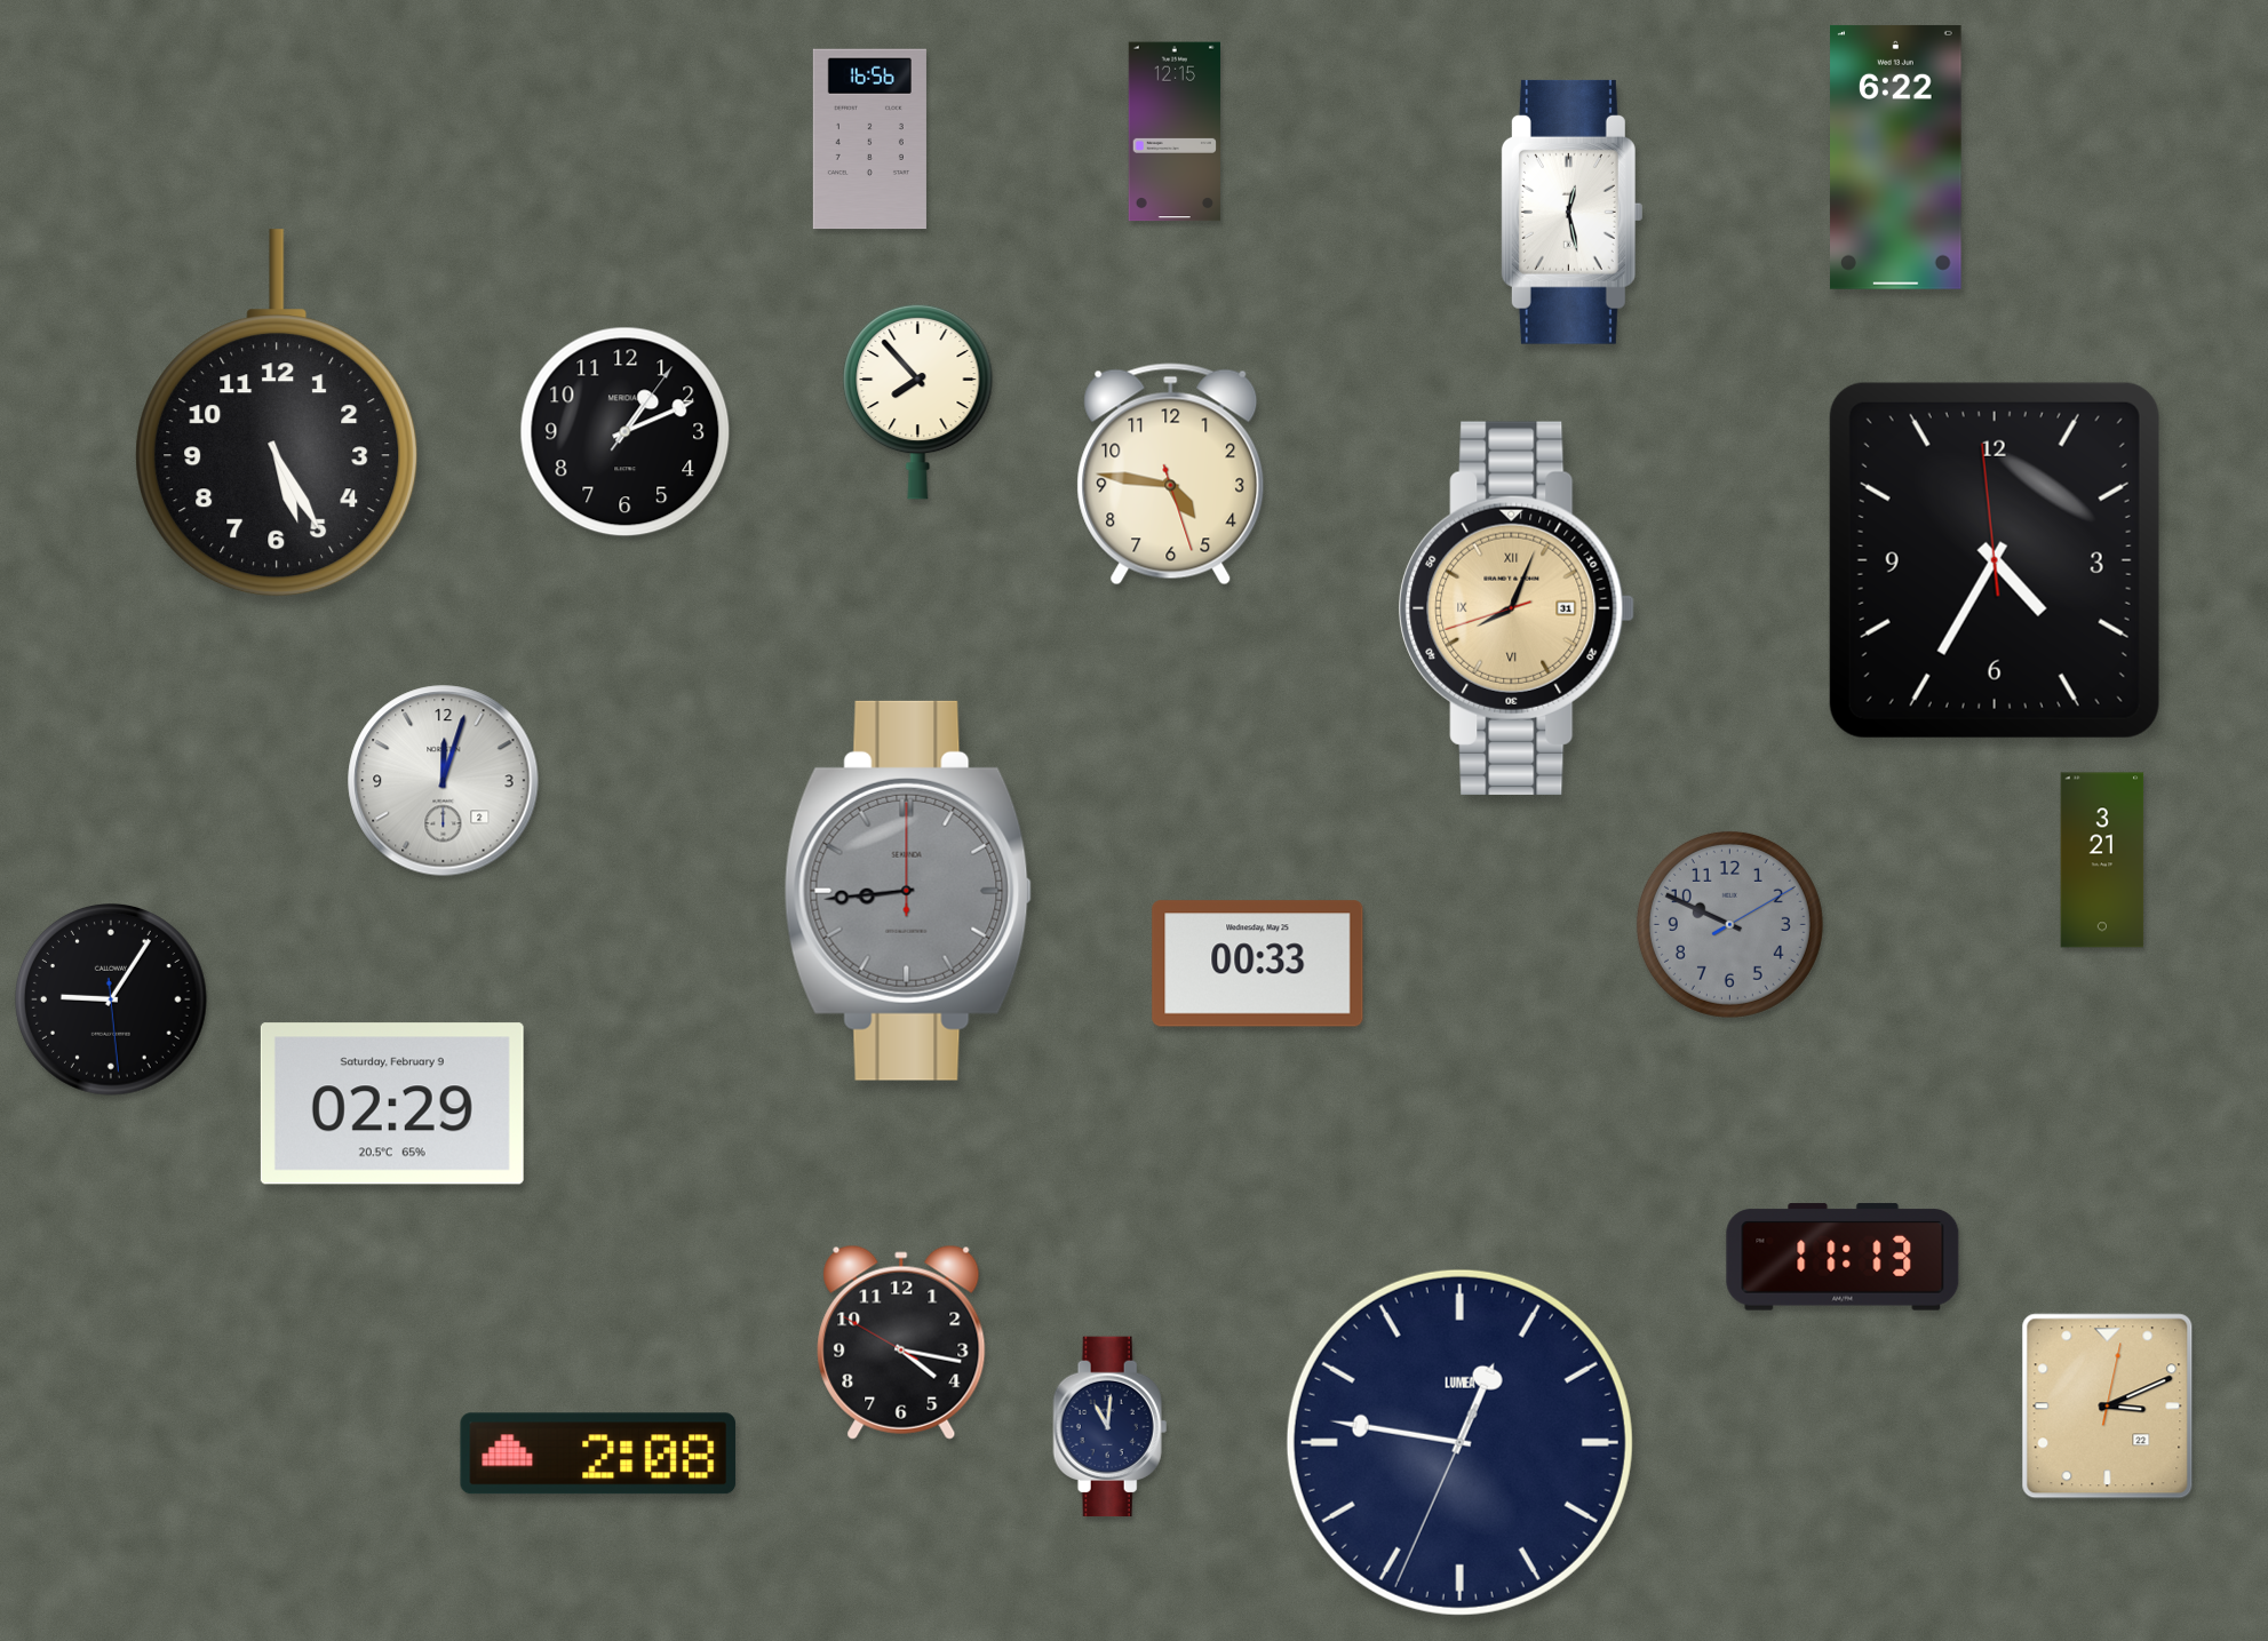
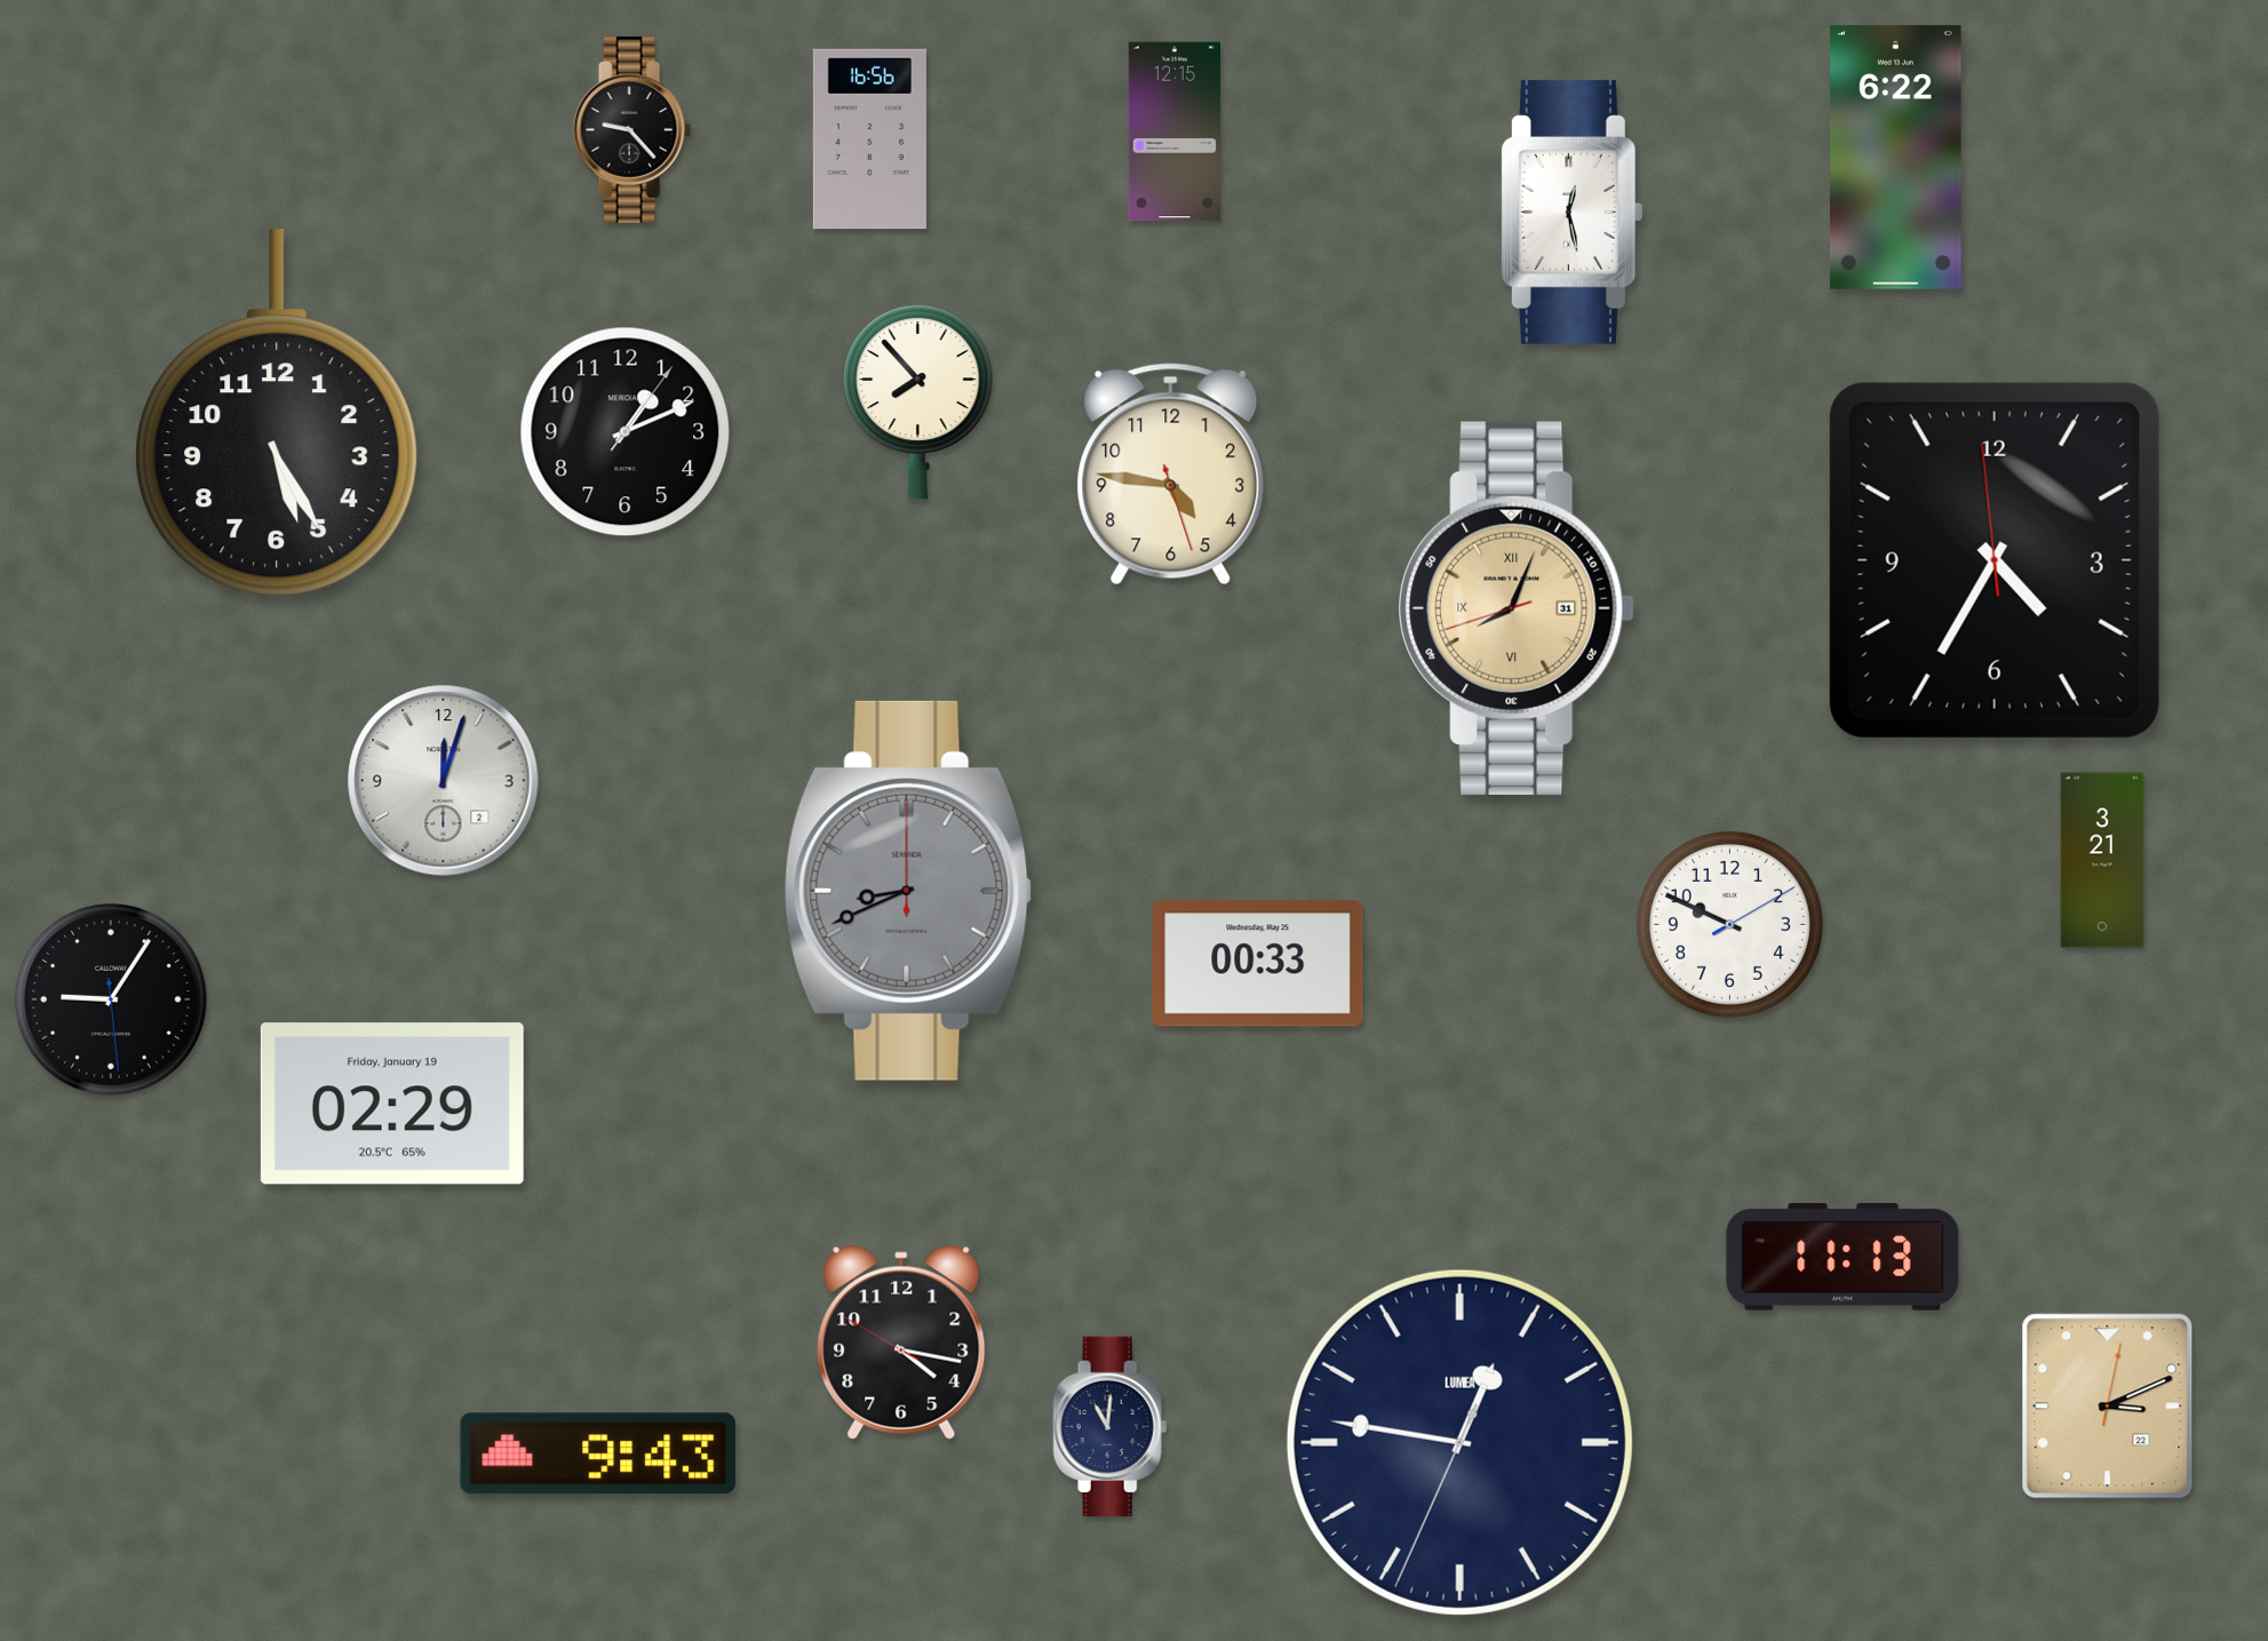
clock at (631, 129): none -> 9:23
clock at (908, 891): 8:44 -> 8:41
clock at (1729, 924) dial: grey -> white
clock at (392, 1104) date: Saturday, February 9 -> Friday, January 19
clock at (598, 1453): 2:08 -> 9:43
